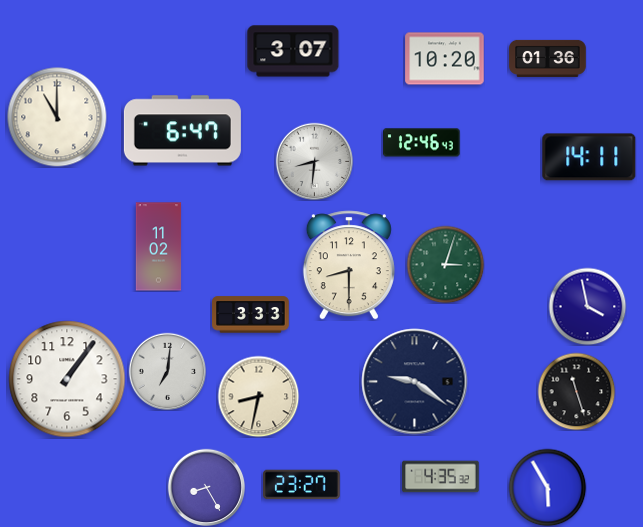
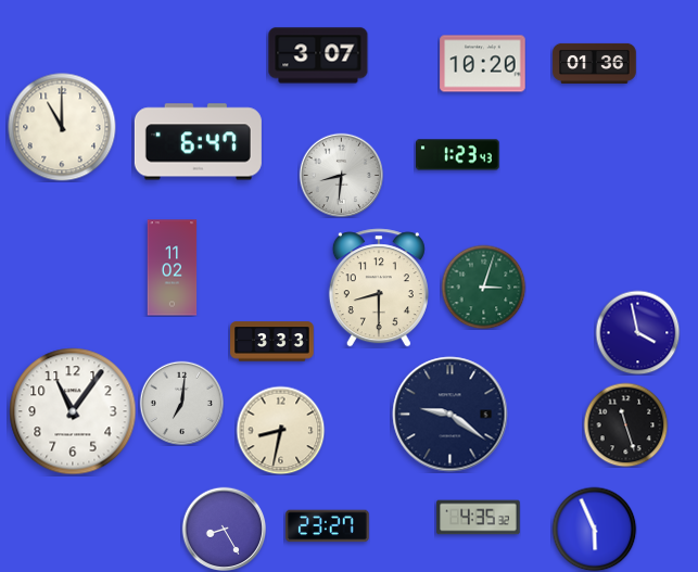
clock at (422, 143): 12:46 -> 1:23
clock at (589, 157): 14:11 -> none
clock at (67, 379): 1:06 -> 11:06
clock at (547, 487): 5:55 -> 5:56
